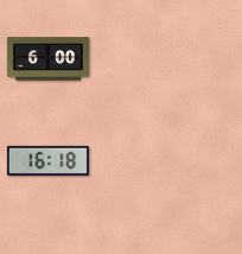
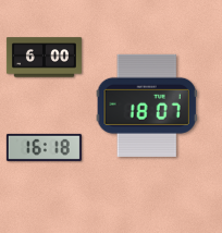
clock at (47, 59) position: (47, 59) -> (44, 58)
clock at (147, 106): none -> 18:07
